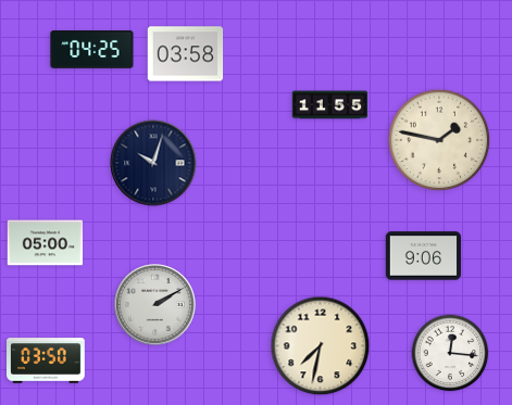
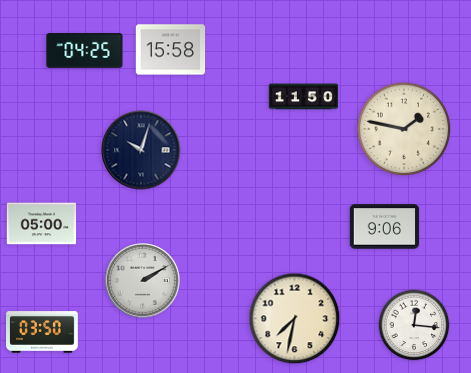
clock at (92, 50) position: (92, 50) -> (85, 51)
clock at (186, 54): 03:58 -> 15:58
clock at (330, 105): 11:55 -> 11:50
clock at (424, 256) position: (424, 256) -> (385, 227)
